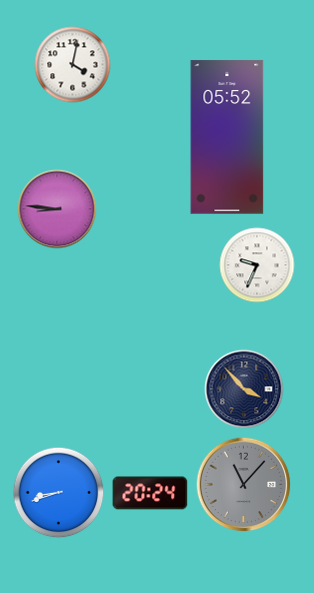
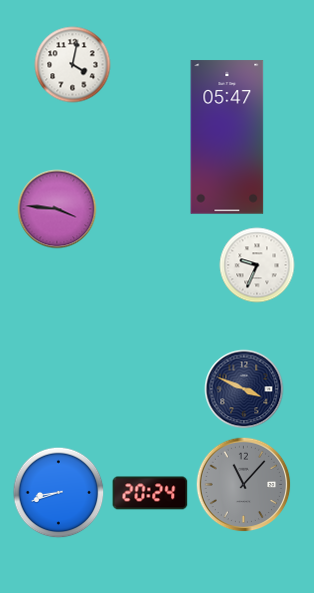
clock at (227, 137): 05:52 -> 05:47
clock at (57, 209): 8:46 -> 3:46
clock at (244, 389): 3:53 -> 3:49
